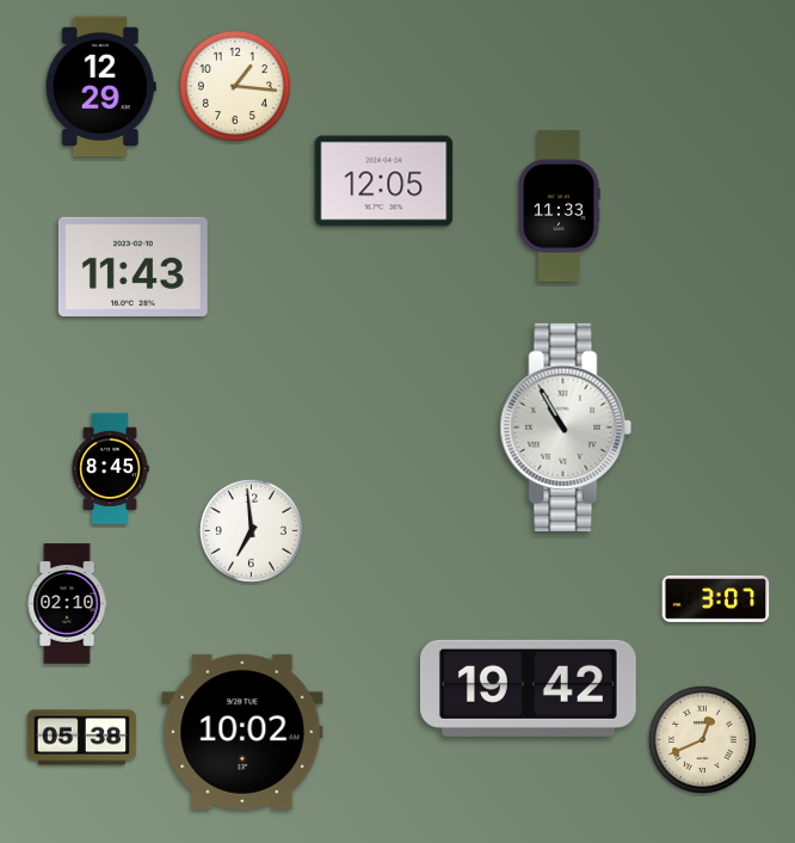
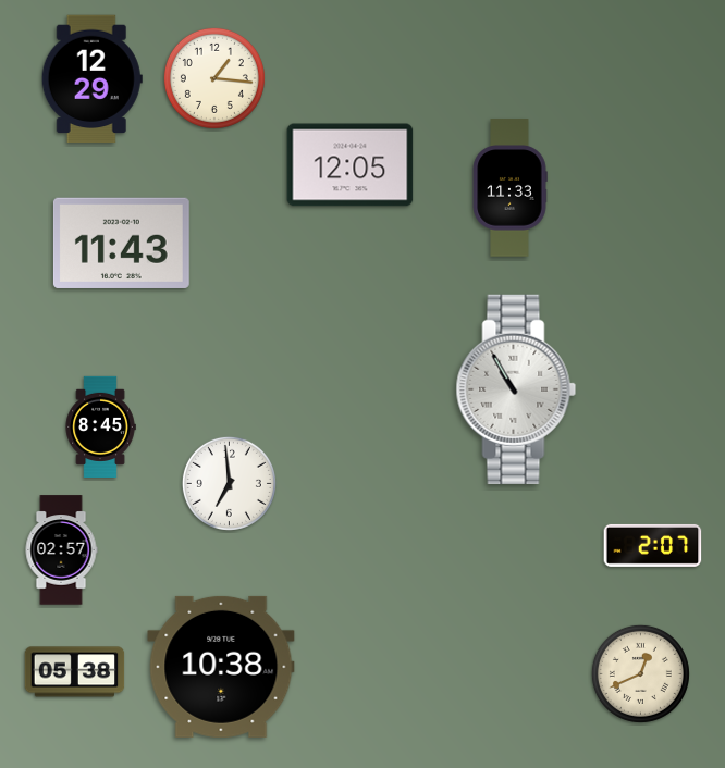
clock at (716, 598): 3:07 -> 2:07
clock at (67, 604): 02:10 -> 02:57
clock at (528, 688): 19:42 -> none
clock at (242, 732): 10:02 -> 10:38
